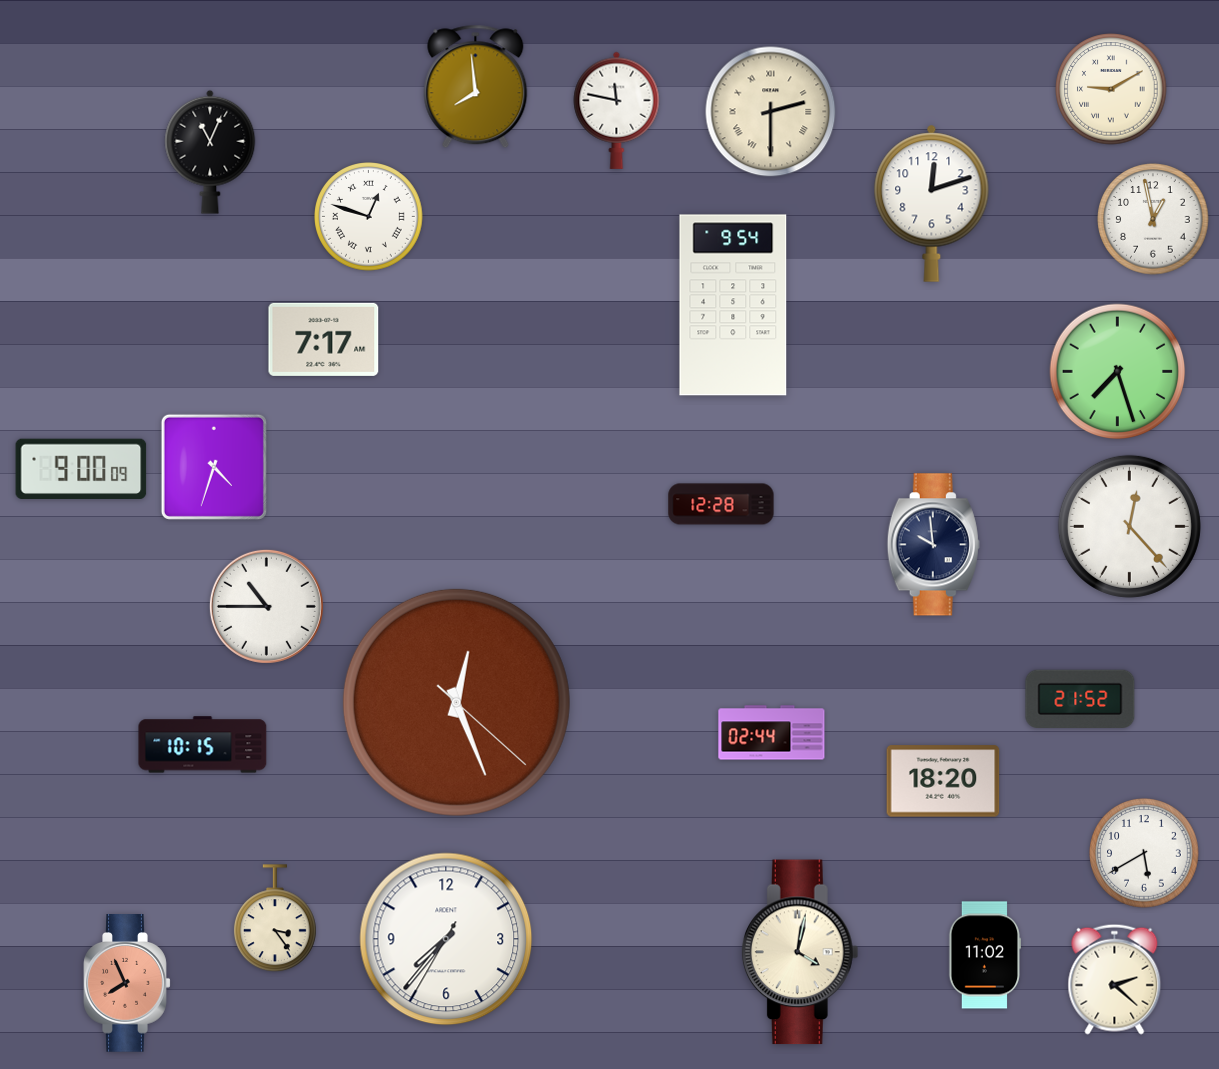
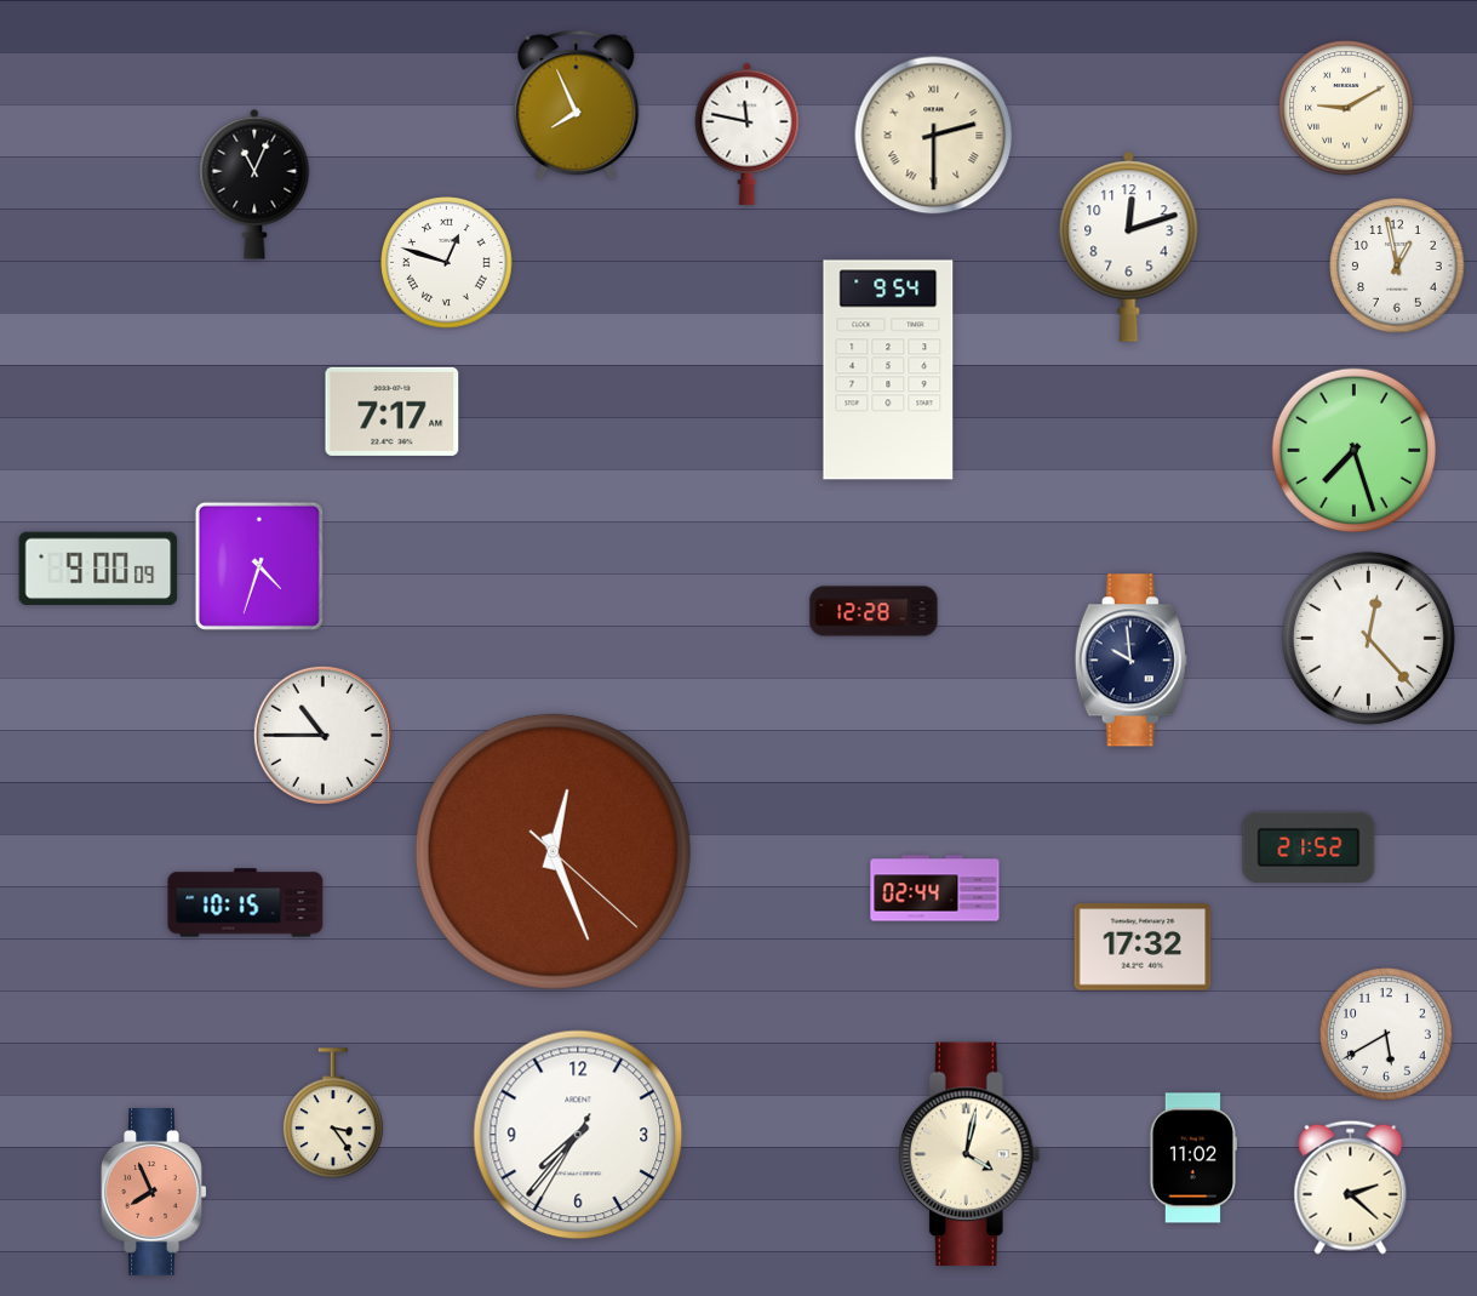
clock at (476, 87): 7:59 -> 7:56
clock at (943, 781): 18:20 -> 17:32
clock at (446, 939) position: (446, 939) -> (578, 1135)
